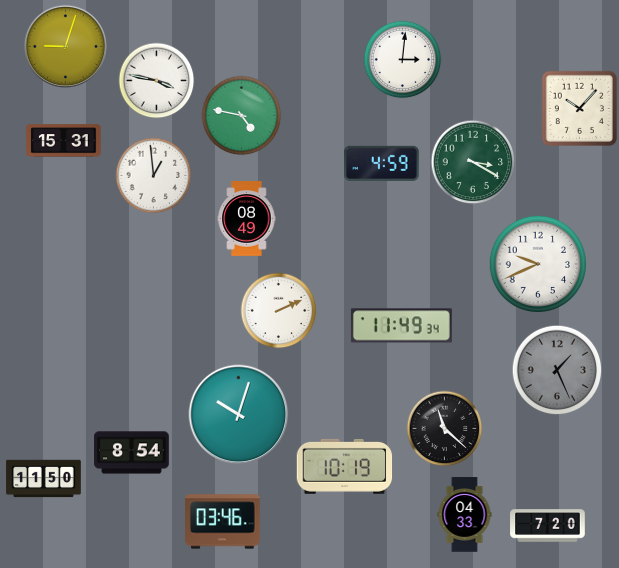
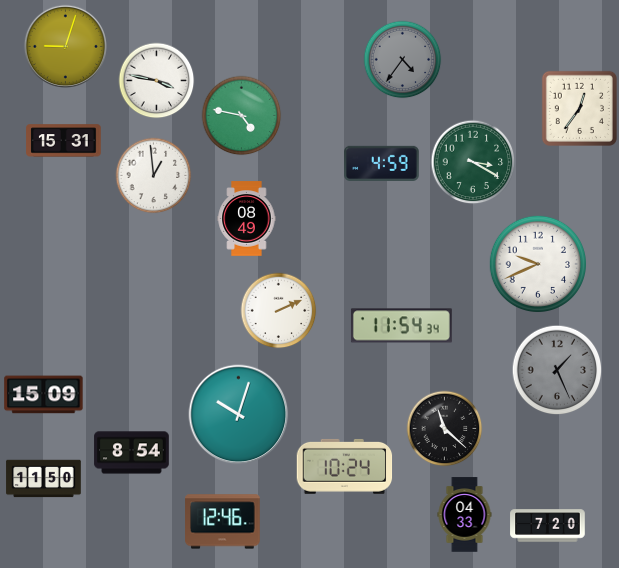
clock at (403, 60): 3:01 -> 4:36
clock at (403, 60) dial: white -> grey
clock at (579, 108): 10:07 -> 12:36
clock at (401, 326): 11:49 -> 11:54
clock at (44, 395): none -> 15:09
clock at (345, 466): 10:19 -> 10:24
clock at (223, 522): 03:46 -> 12:46
